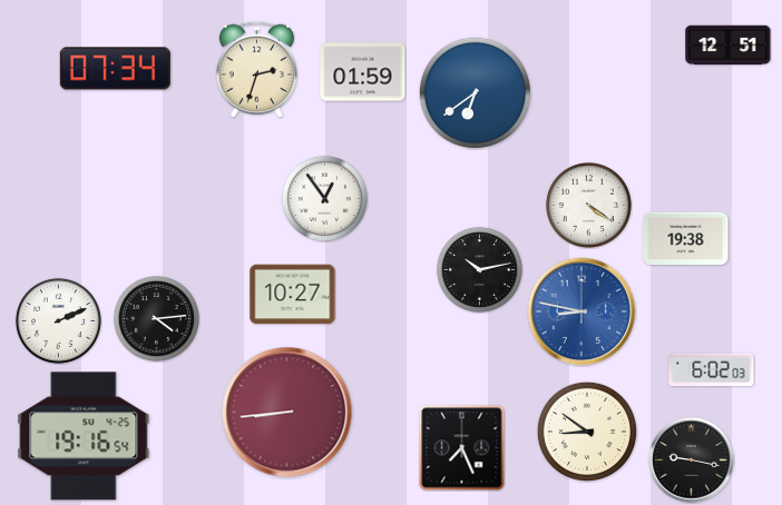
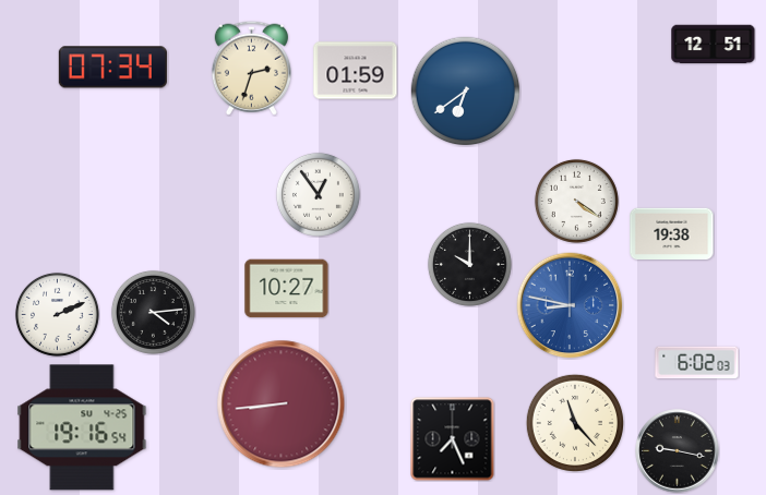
clock at (479, 269): 10:13 -> 10:00
clock at (587, 432): 8:51 -> 11:23
